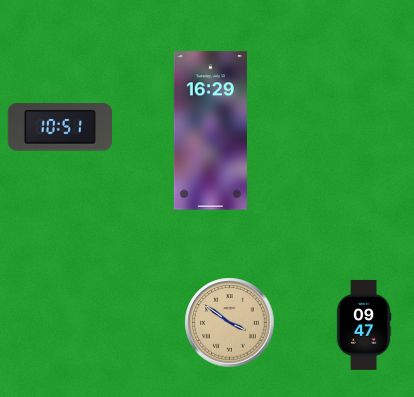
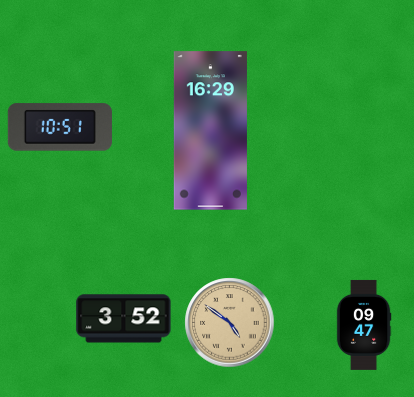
clock at (124, 319): none -> 3:52
clock at (230, 323): 3:51 -> 4:51
